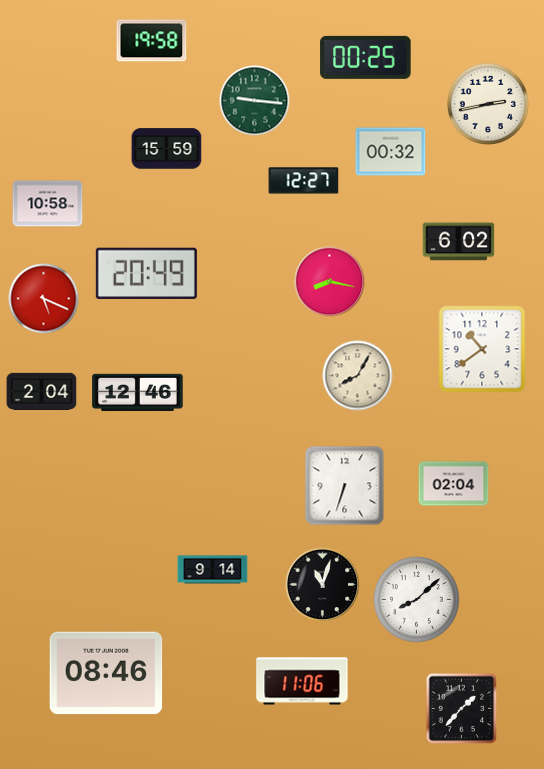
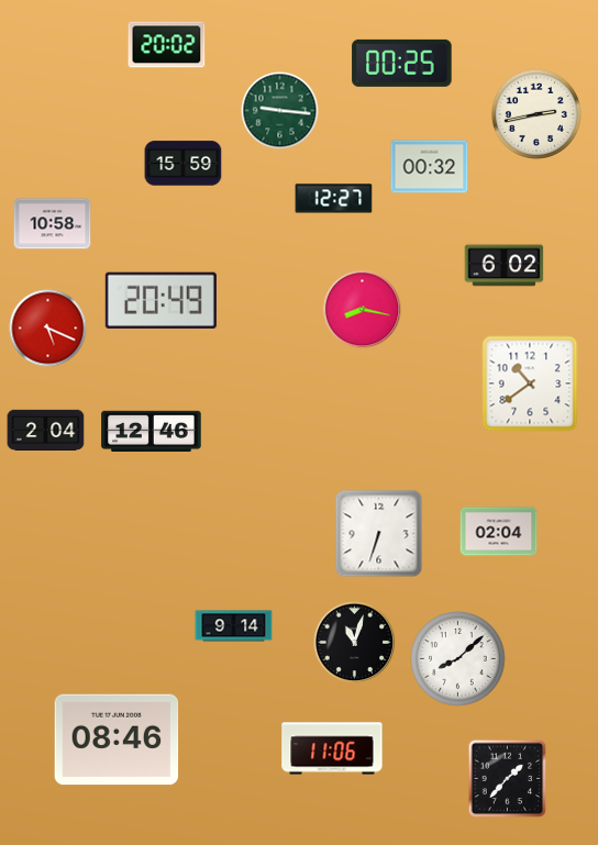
clock at (152, 41): 19:58 -> 20:02
clock at (358, 376): 8:05 -> none
